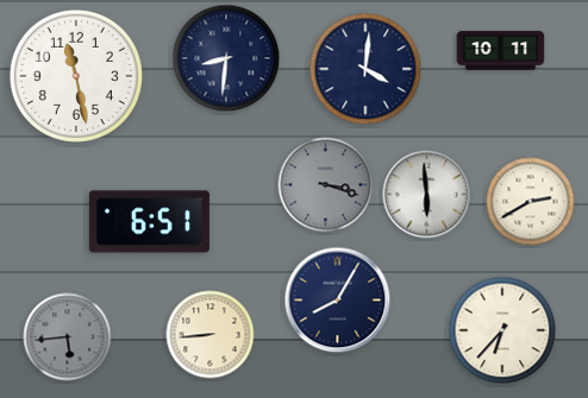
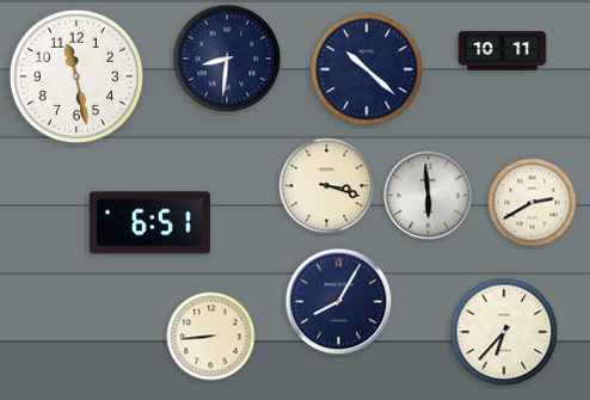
clock at (365, 69): 4:01 -> 10:22
clock at (326, 185) dial: grey -> cream
clock at (68, 337): 5:44 -> none
